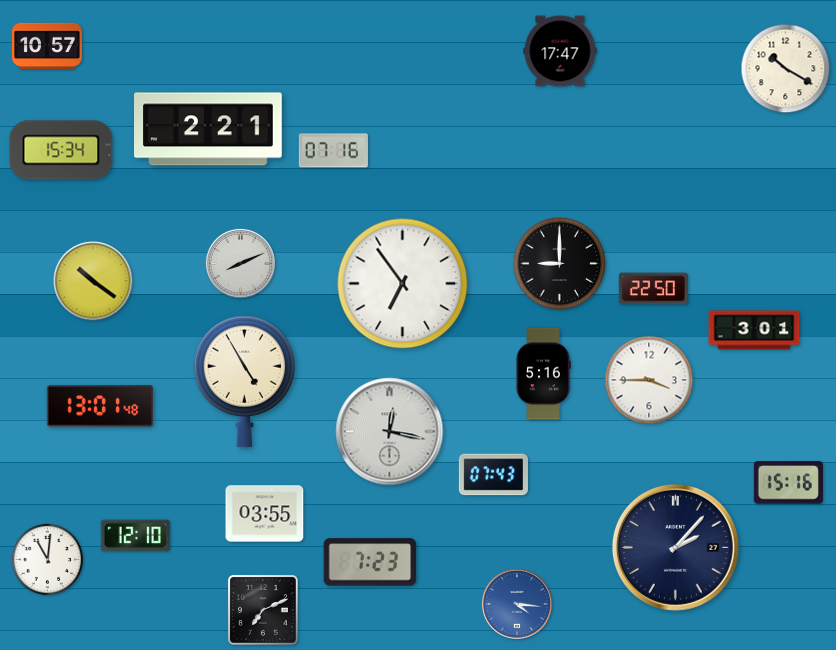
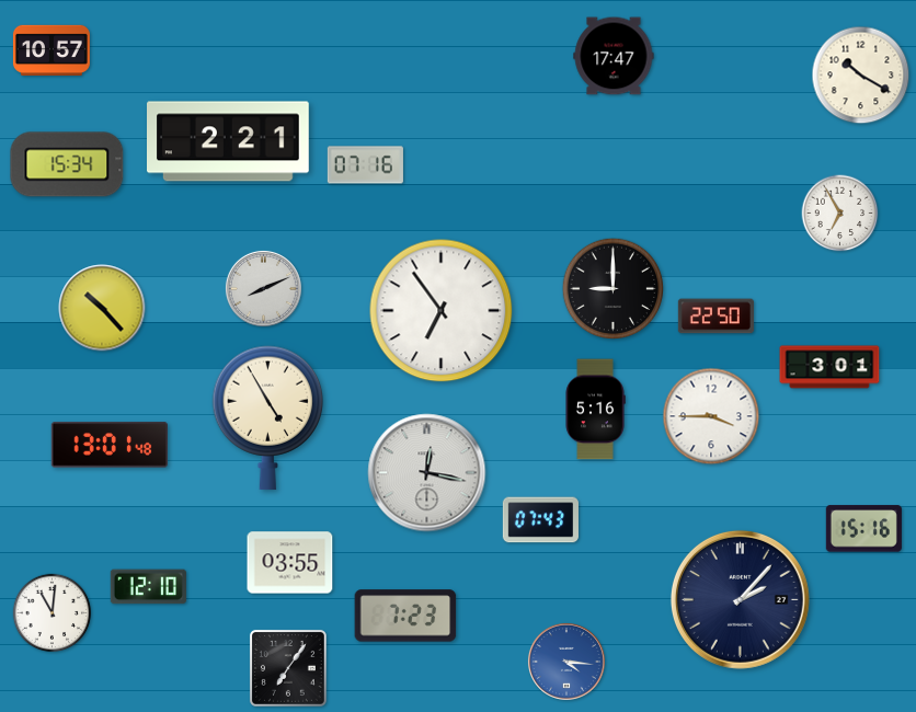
clock at (840, 214): none -> 6:55
clock at (93, 281): 10:21 -> 10:23
clock at (754, 330) position: (754, 330) -> (829, 367)
clock at (263, 610): 7:11 -> 7:06
